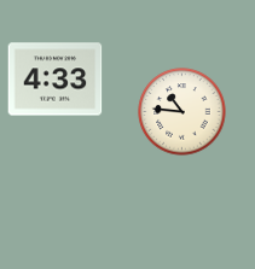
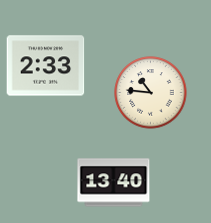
clock at (56, 80): 4:33 -> 2:33
clock at (114, 183): none -> 13:40
